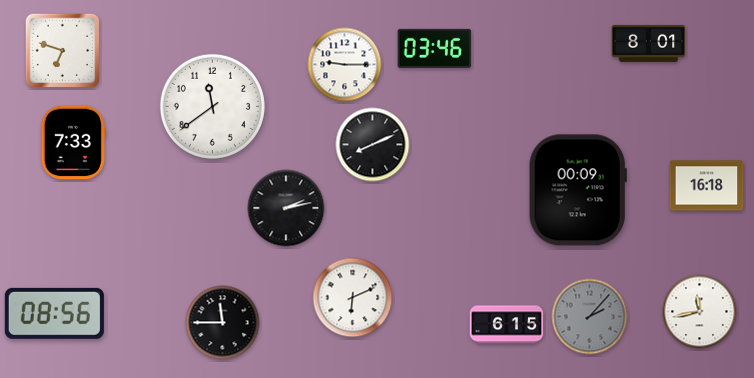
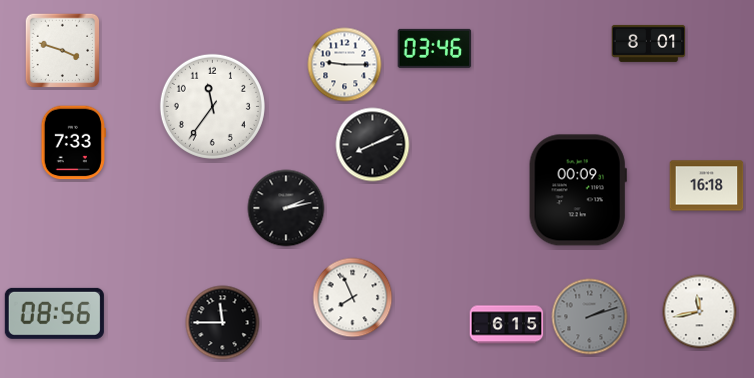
clock at (63, 51): 6:48 -> 3:48
clock at (212, 106): 11:39 -> 11:36
clock at (353, 298): 6:11 -> 7:56
clock at (590, 317): 2:07 -> 2:12
